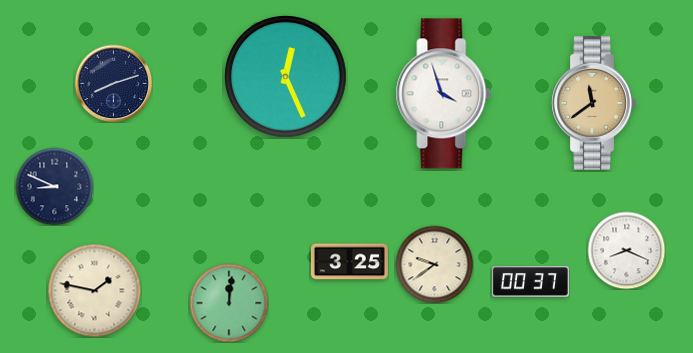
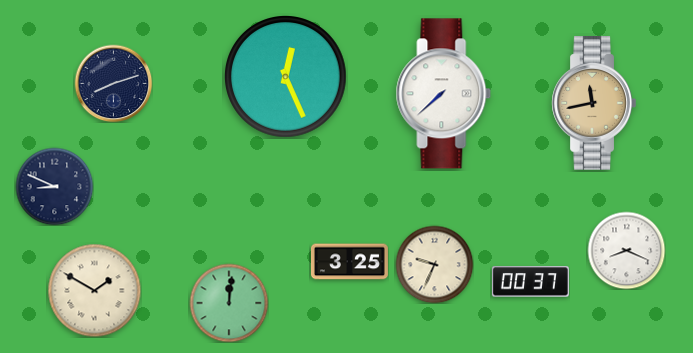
clock at (444, 94): 3:57 -> 7:38
clock at (594, 103): 11:39 -> 11:43
clock at (434, 264): 9:39 -> 9:34
clock at (94, 290): 1:47 -> 1:50
